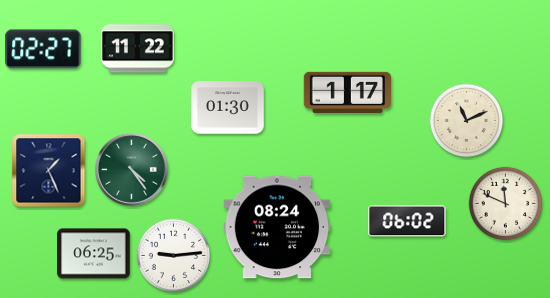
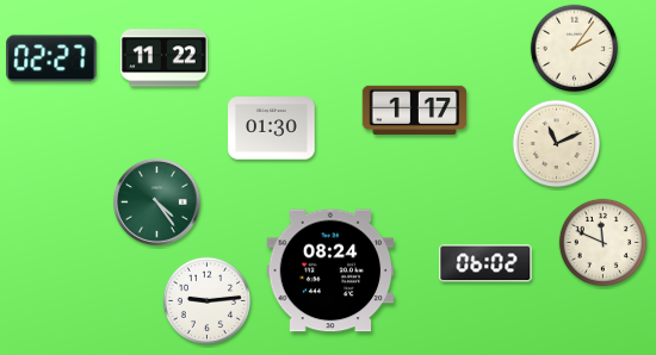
clock at (575, 49): none -> 2:06
clock at (49, 171): 1:26 -> none
clock at (94, 254): 06:25 -> none
clock at (174, 256) position: (174, 256) -> (208, 301)
